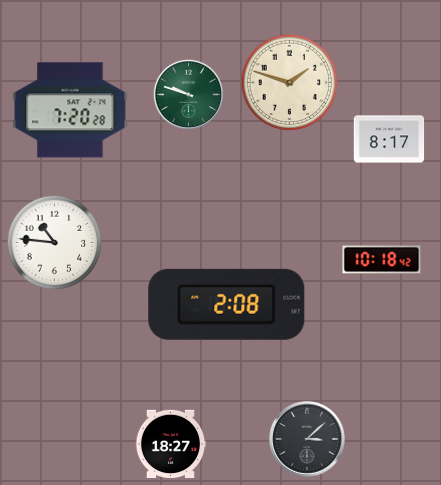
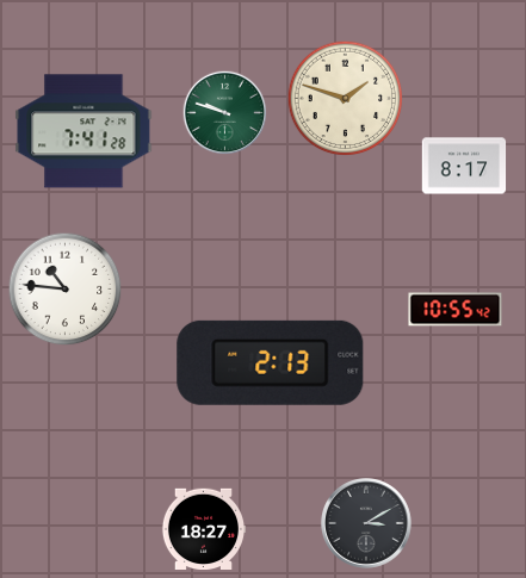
clock at (70, 110): 7:20 -> 7:41
clock at (382, 260): 10:18 -> 10:55
clock at (227, 304): 2:08 -> 2:13
clock at (308, 440): 3:08 -> 3:10
